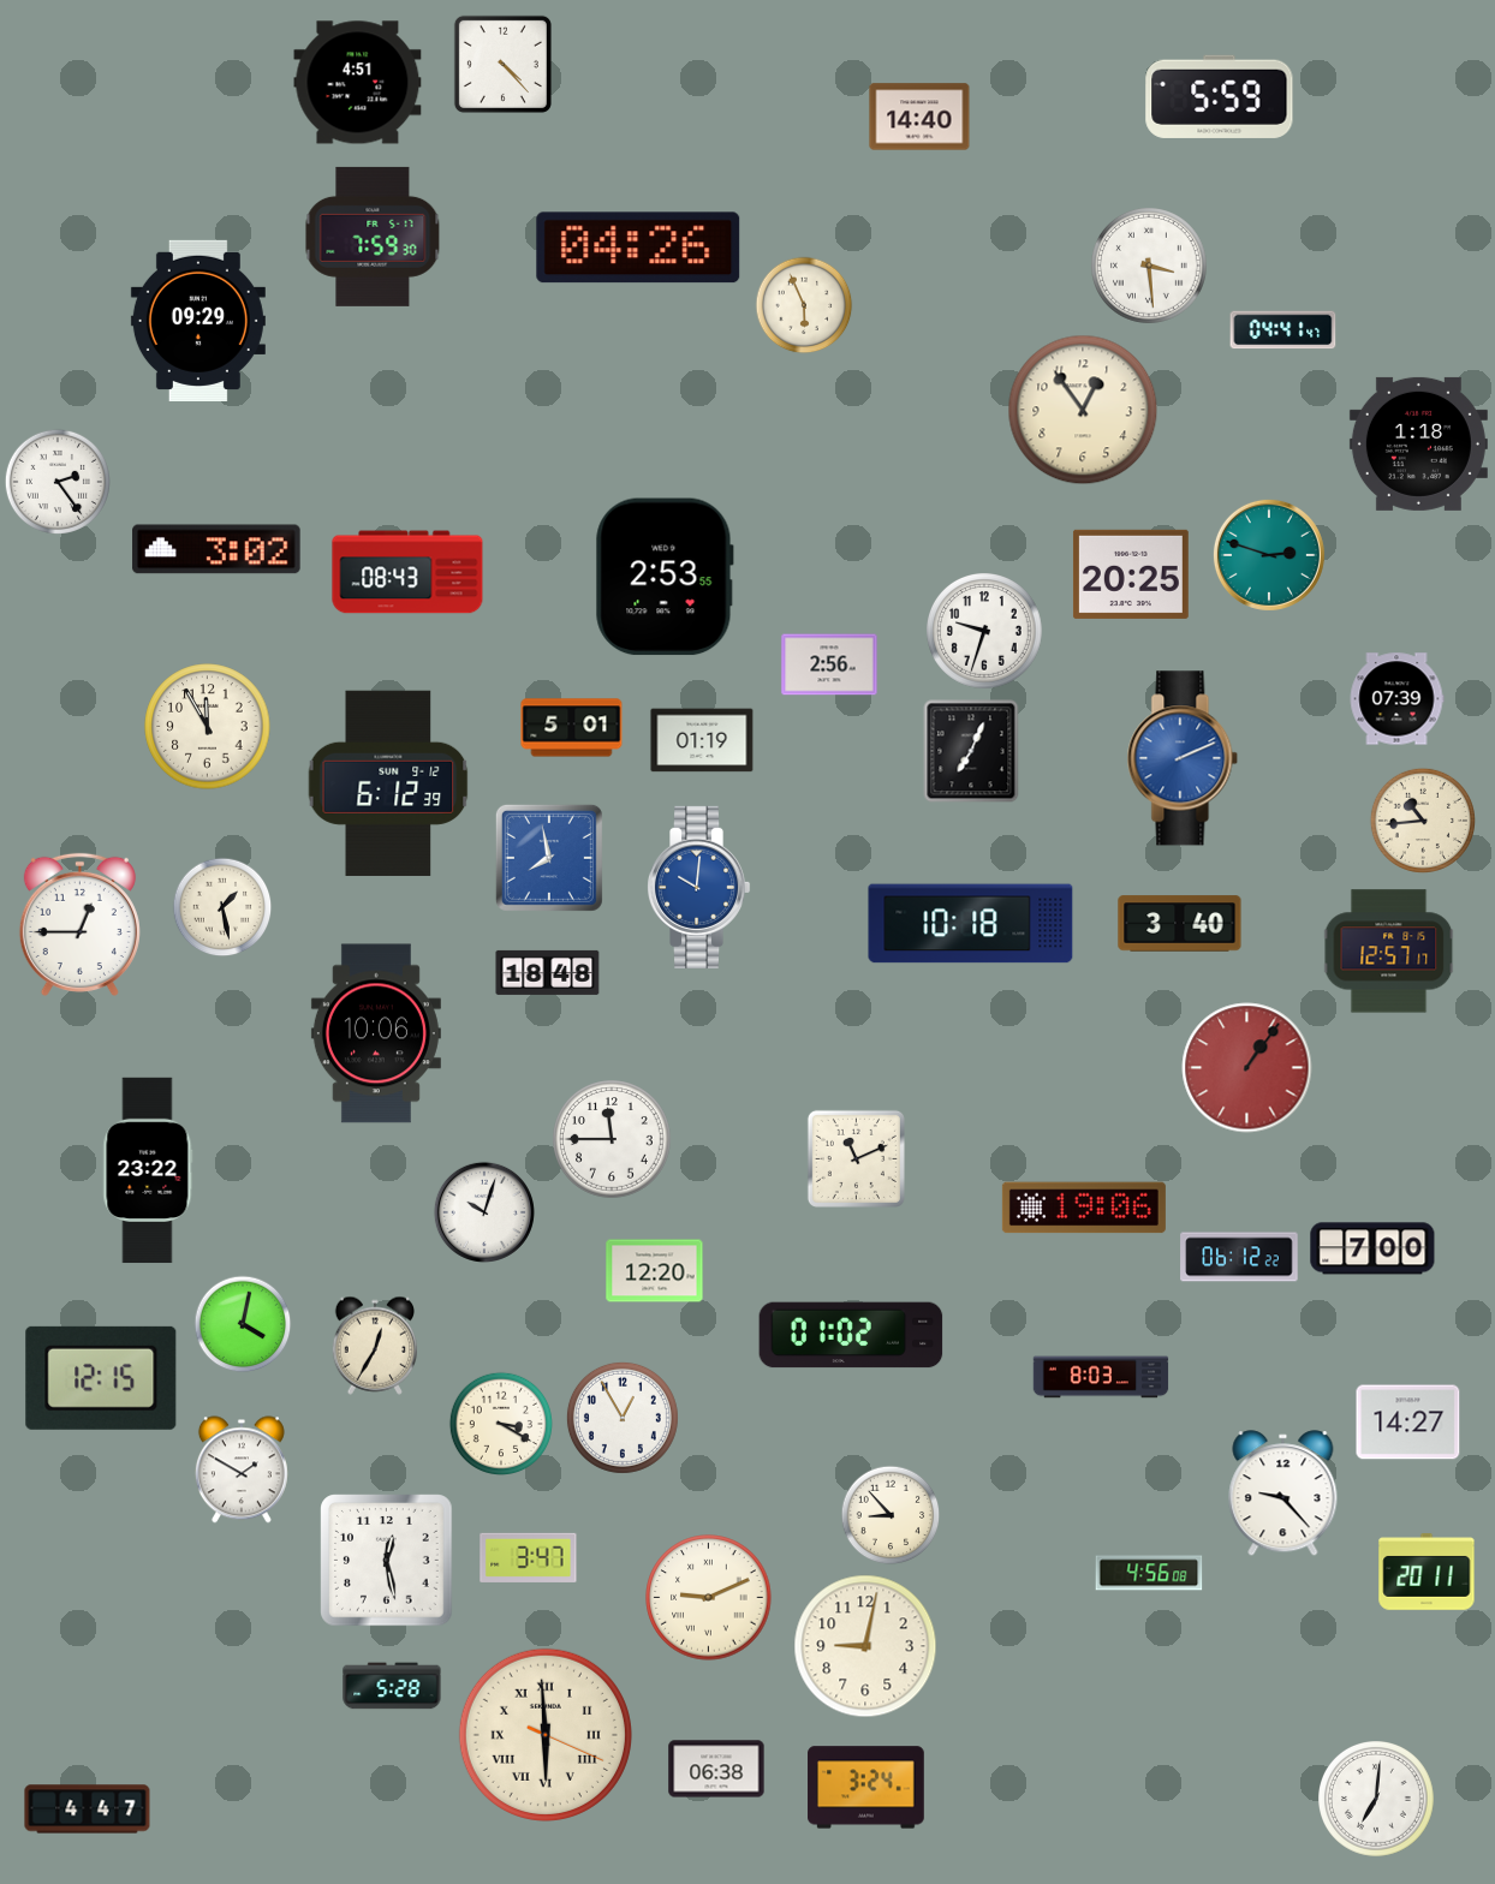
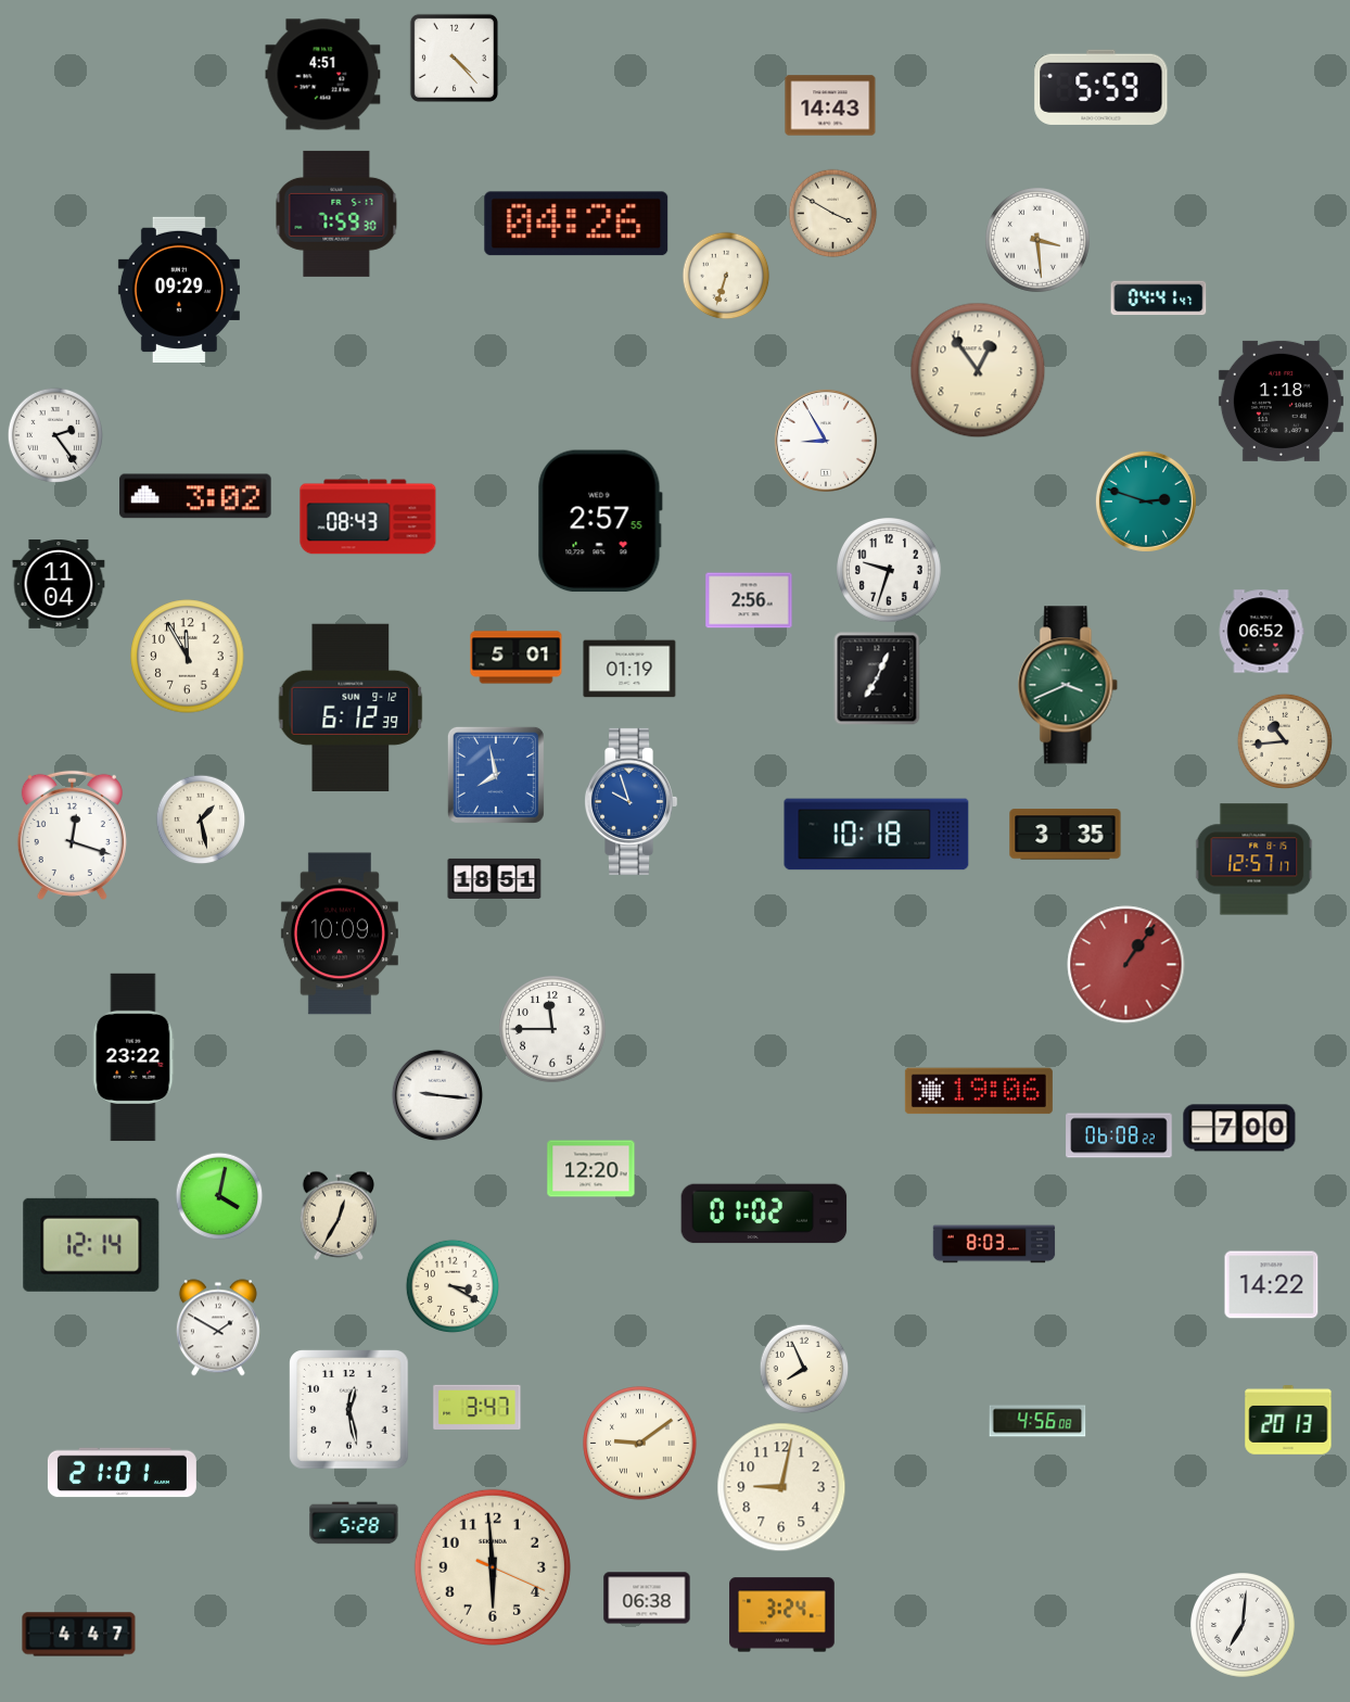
clock at (919, 117): 14:40 -> 14:43
clock at (833, 214): none -> 3:50
clock at (804, 305): 5:56 -> 6:33
clock at (58, 482) position: (58, 482) -> (55, 435)
clock at (826, 441): none -> 8:55
clock at (1131, 574): 20:25 -> none
clock at (665, 577): 2:53 -> 2:57
clock at (59, 585): none -> 11:04
clock at (1396, 699): 07:39 -> 06:52
clock at (702, 740) position: (702, 740) -> (629, 669)
clock at (1183, 758): 2:11 -> 3:41
clock at (1183, 758) dial: blue -> green
clock at (699, 887): 10:01 -> 9:57
clock at (79, 924): 12:45 -> 12:18
clock at (1180, 924): 3:40 -> 3:35
clock at (548, 972): 18:48 -> 18:51
clock at (376, 1033): 10:06 -> 10:09
clock at (856, 1158): 11:11 -> none
clock at (484, 1212): 10:03 -> 9:16
clock at (1239, 1257): 06:12 -> 06:08
clock at (655, 1271) position: (655, 1271) -> (591, 1169)
clock at (851, 1335) position: (851, 1335) -> (764, 1214)
clock at (101, 1378): 12:15 -> 12:14
clock at (623, 1418): 12:55 -> none
clock at (1408, 1423): 14:27 -> 14:22
clock at (1283, 1494): 9:23 -> none
clock at (891, 1515): 8:53 -> 7:56
clock at (1426, 1572): 20:11 -> 20:13
clock at (709, 1598): 9:11 -> 9:09
clock at (122, 1473): none -> 21:01
clock at (546, 1735) numerals: Roman -> Arabic
